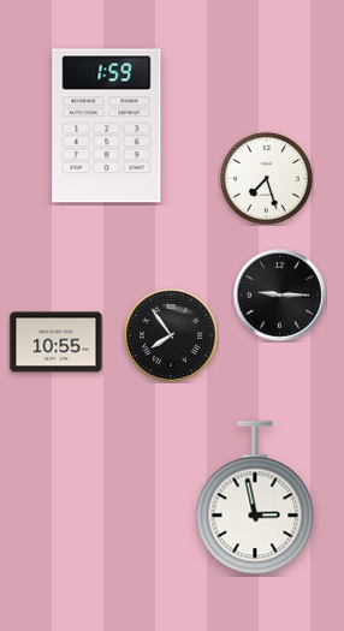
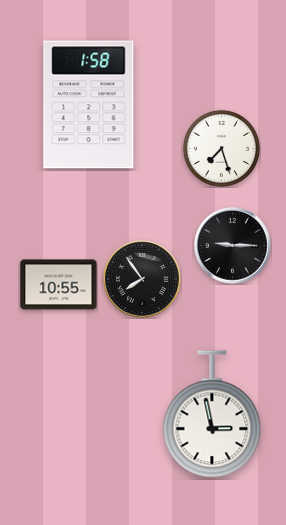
clock at (107, 126): 1:59 -> 1:58
clock at (57, 343) position: (57, 343) -> (59, 285)
